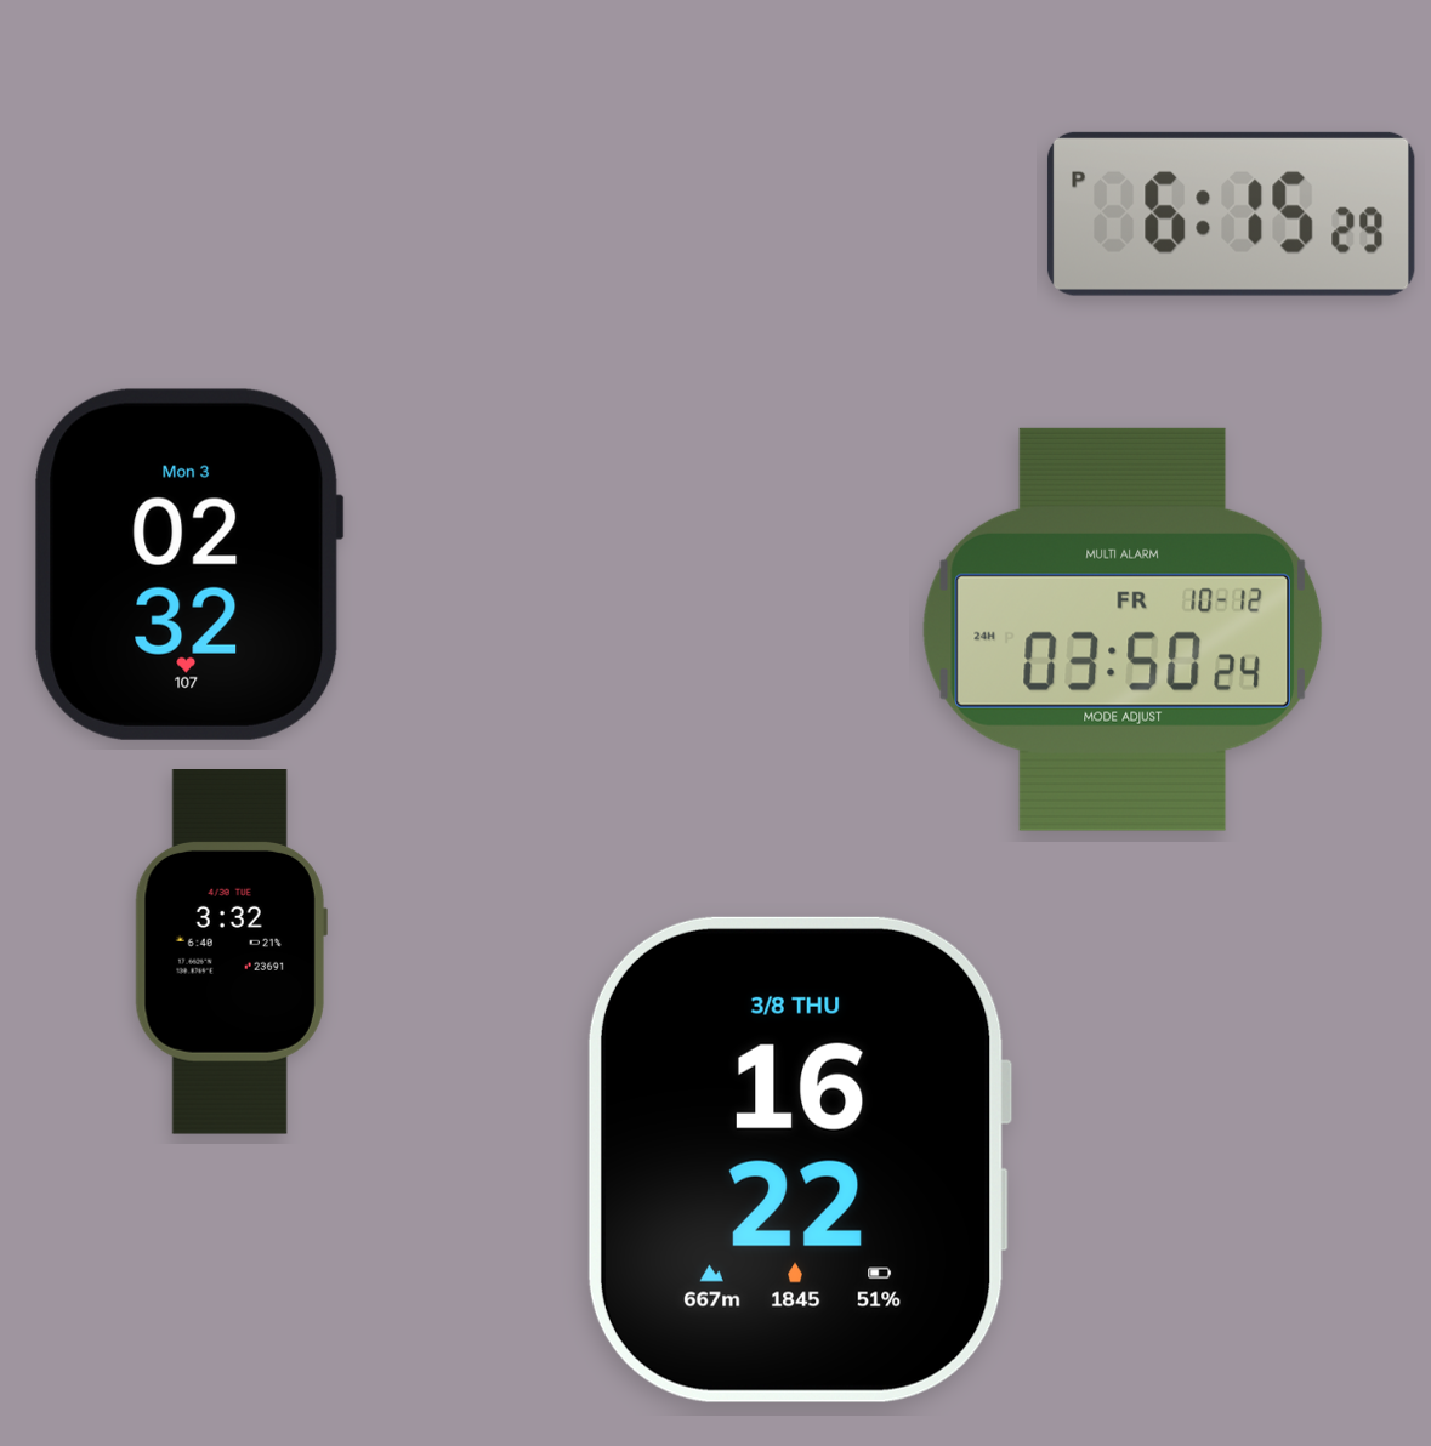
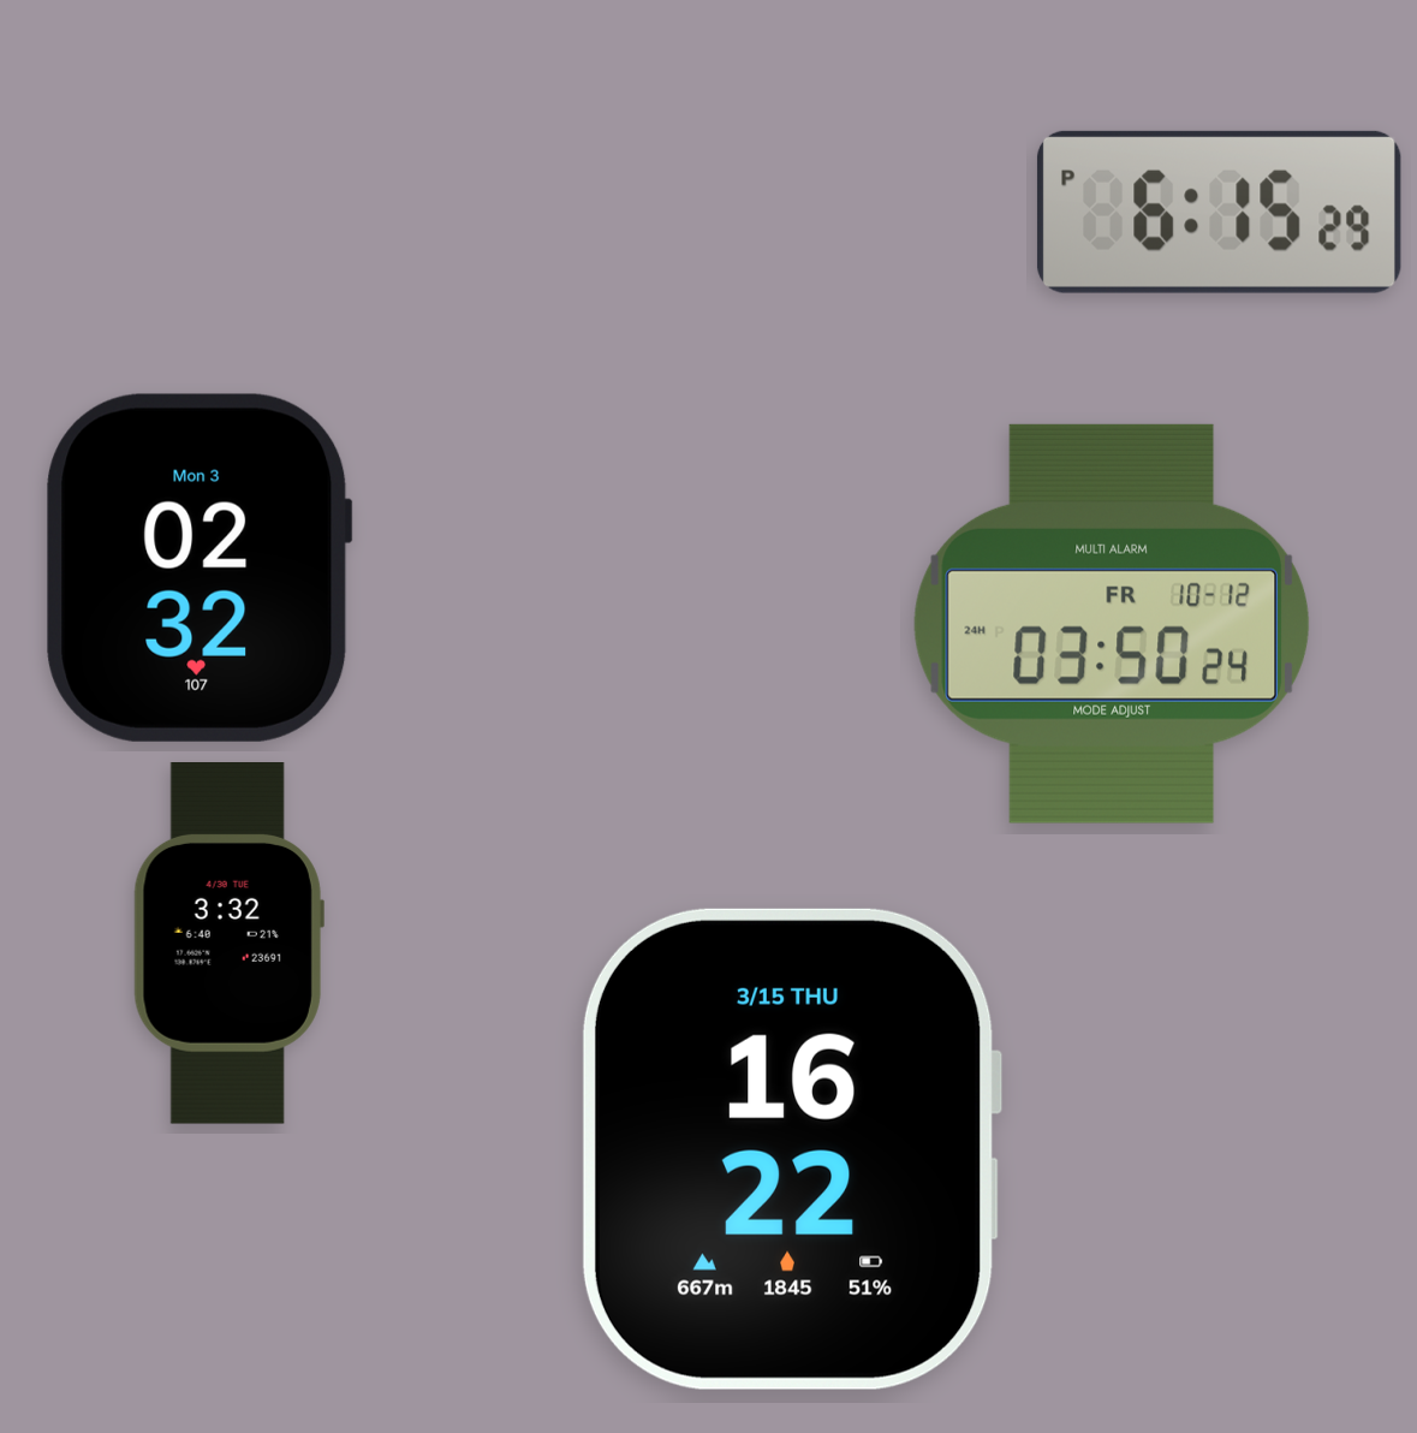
clock at (188, 564) position: (188, 564) -> (198, 567)
clock at (800, 1160) date: 3/8 THU -> 3/15 THU
